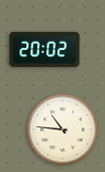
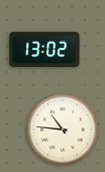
clock at (45, 49): 20:02 -> 13:02
